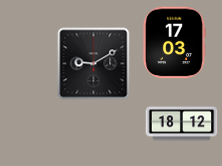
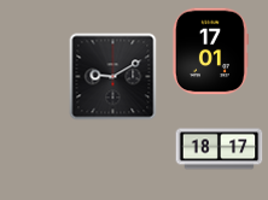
clock at (174, 43): 17:03 -> 17:01
clock at (182, 124): 18:12 -> 18:17
